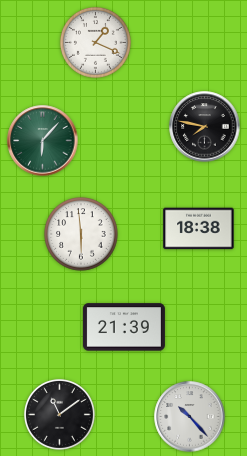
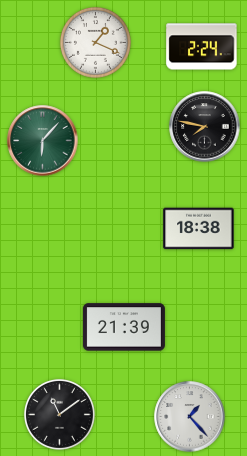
clock at (202, 47): none -> 2:24
clock at (81, 234): 5:59 -> none
clock at (190, 417): 10:23 -> 1:23
